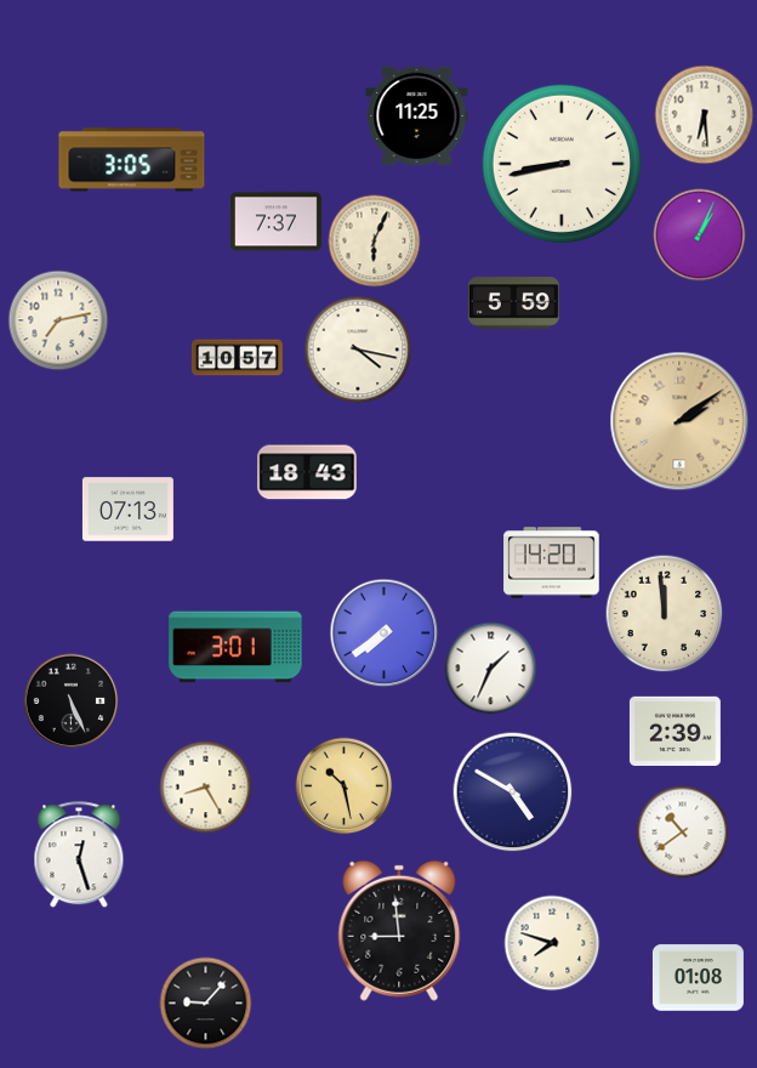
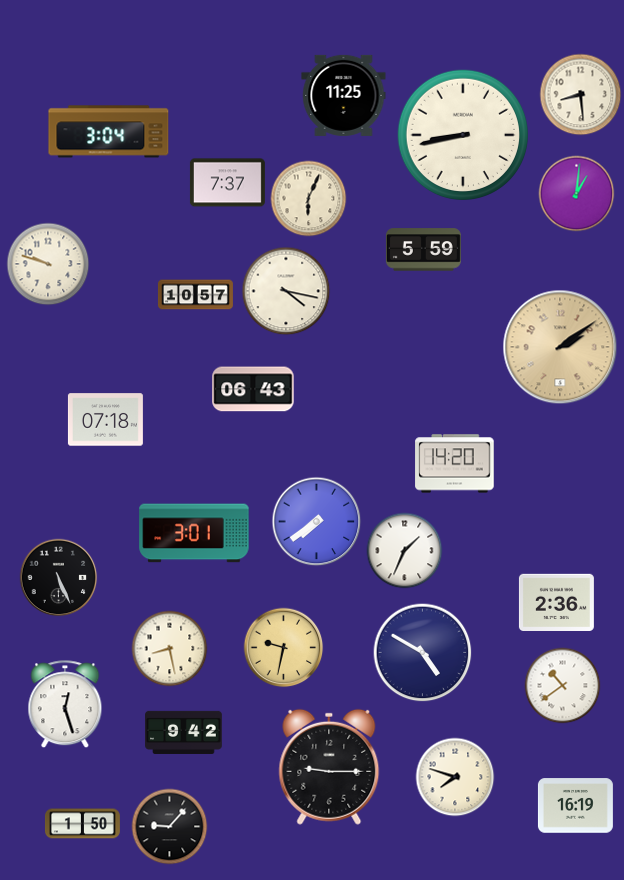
clock at (705, 115): 6:29 -> 8:29
clock at (132, 160): 3:05 -> 3:04
clock at (700, 235): 1:04 -> 1:01
clock at (58, 320): 7:13 -> 9:48
clock at (358, 350) position: (358, 350) -> (286, 291)
clock at (307, 472): 18:43 -> 06:43
clock at (127, 510): 07:13 -> 07:18
clock at (665, 614): 11:59 -> none
clock at (675, 731): 2:39 -> 2:36
clock at (345, 786): 10:28 -> 9:32
clock at (206, 788): 8:25 -> 8:28
clock at (184, 732): none -> 9:42
clock at (399, 931): 8:59 -> 9:15
clock at (698, 978): 01:08 -> 16:19
clock at (82, 824): none -> 1:50
